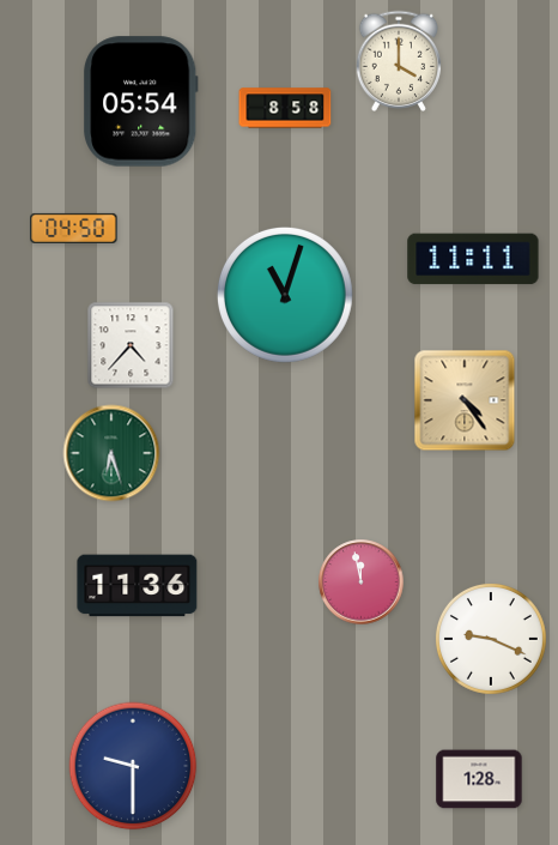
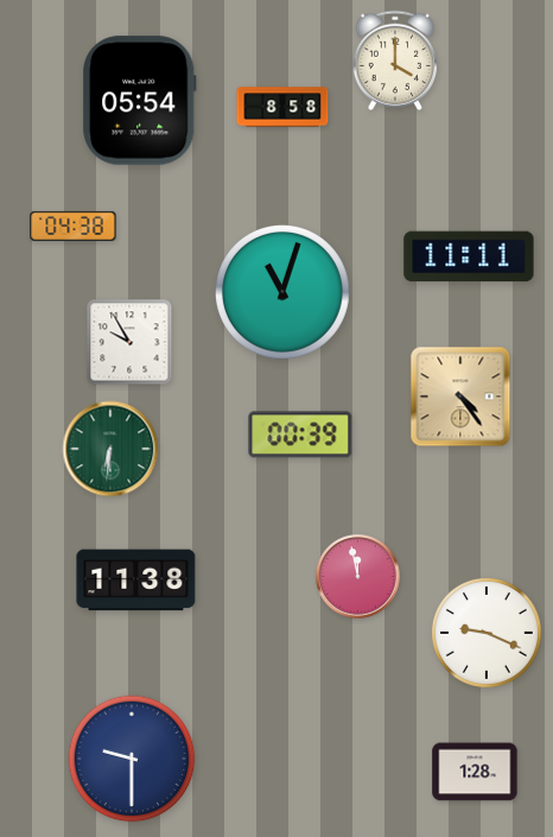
clock at (74, 228): 04:50 -> 04:38
clock at (131, 345): 4:37 -> 9:55
clock at (300, 435): none -> 00:39
clock at (111, 453): 6:27 -> 6:31
clock at (138, 586): 11:36 -> 11:38
